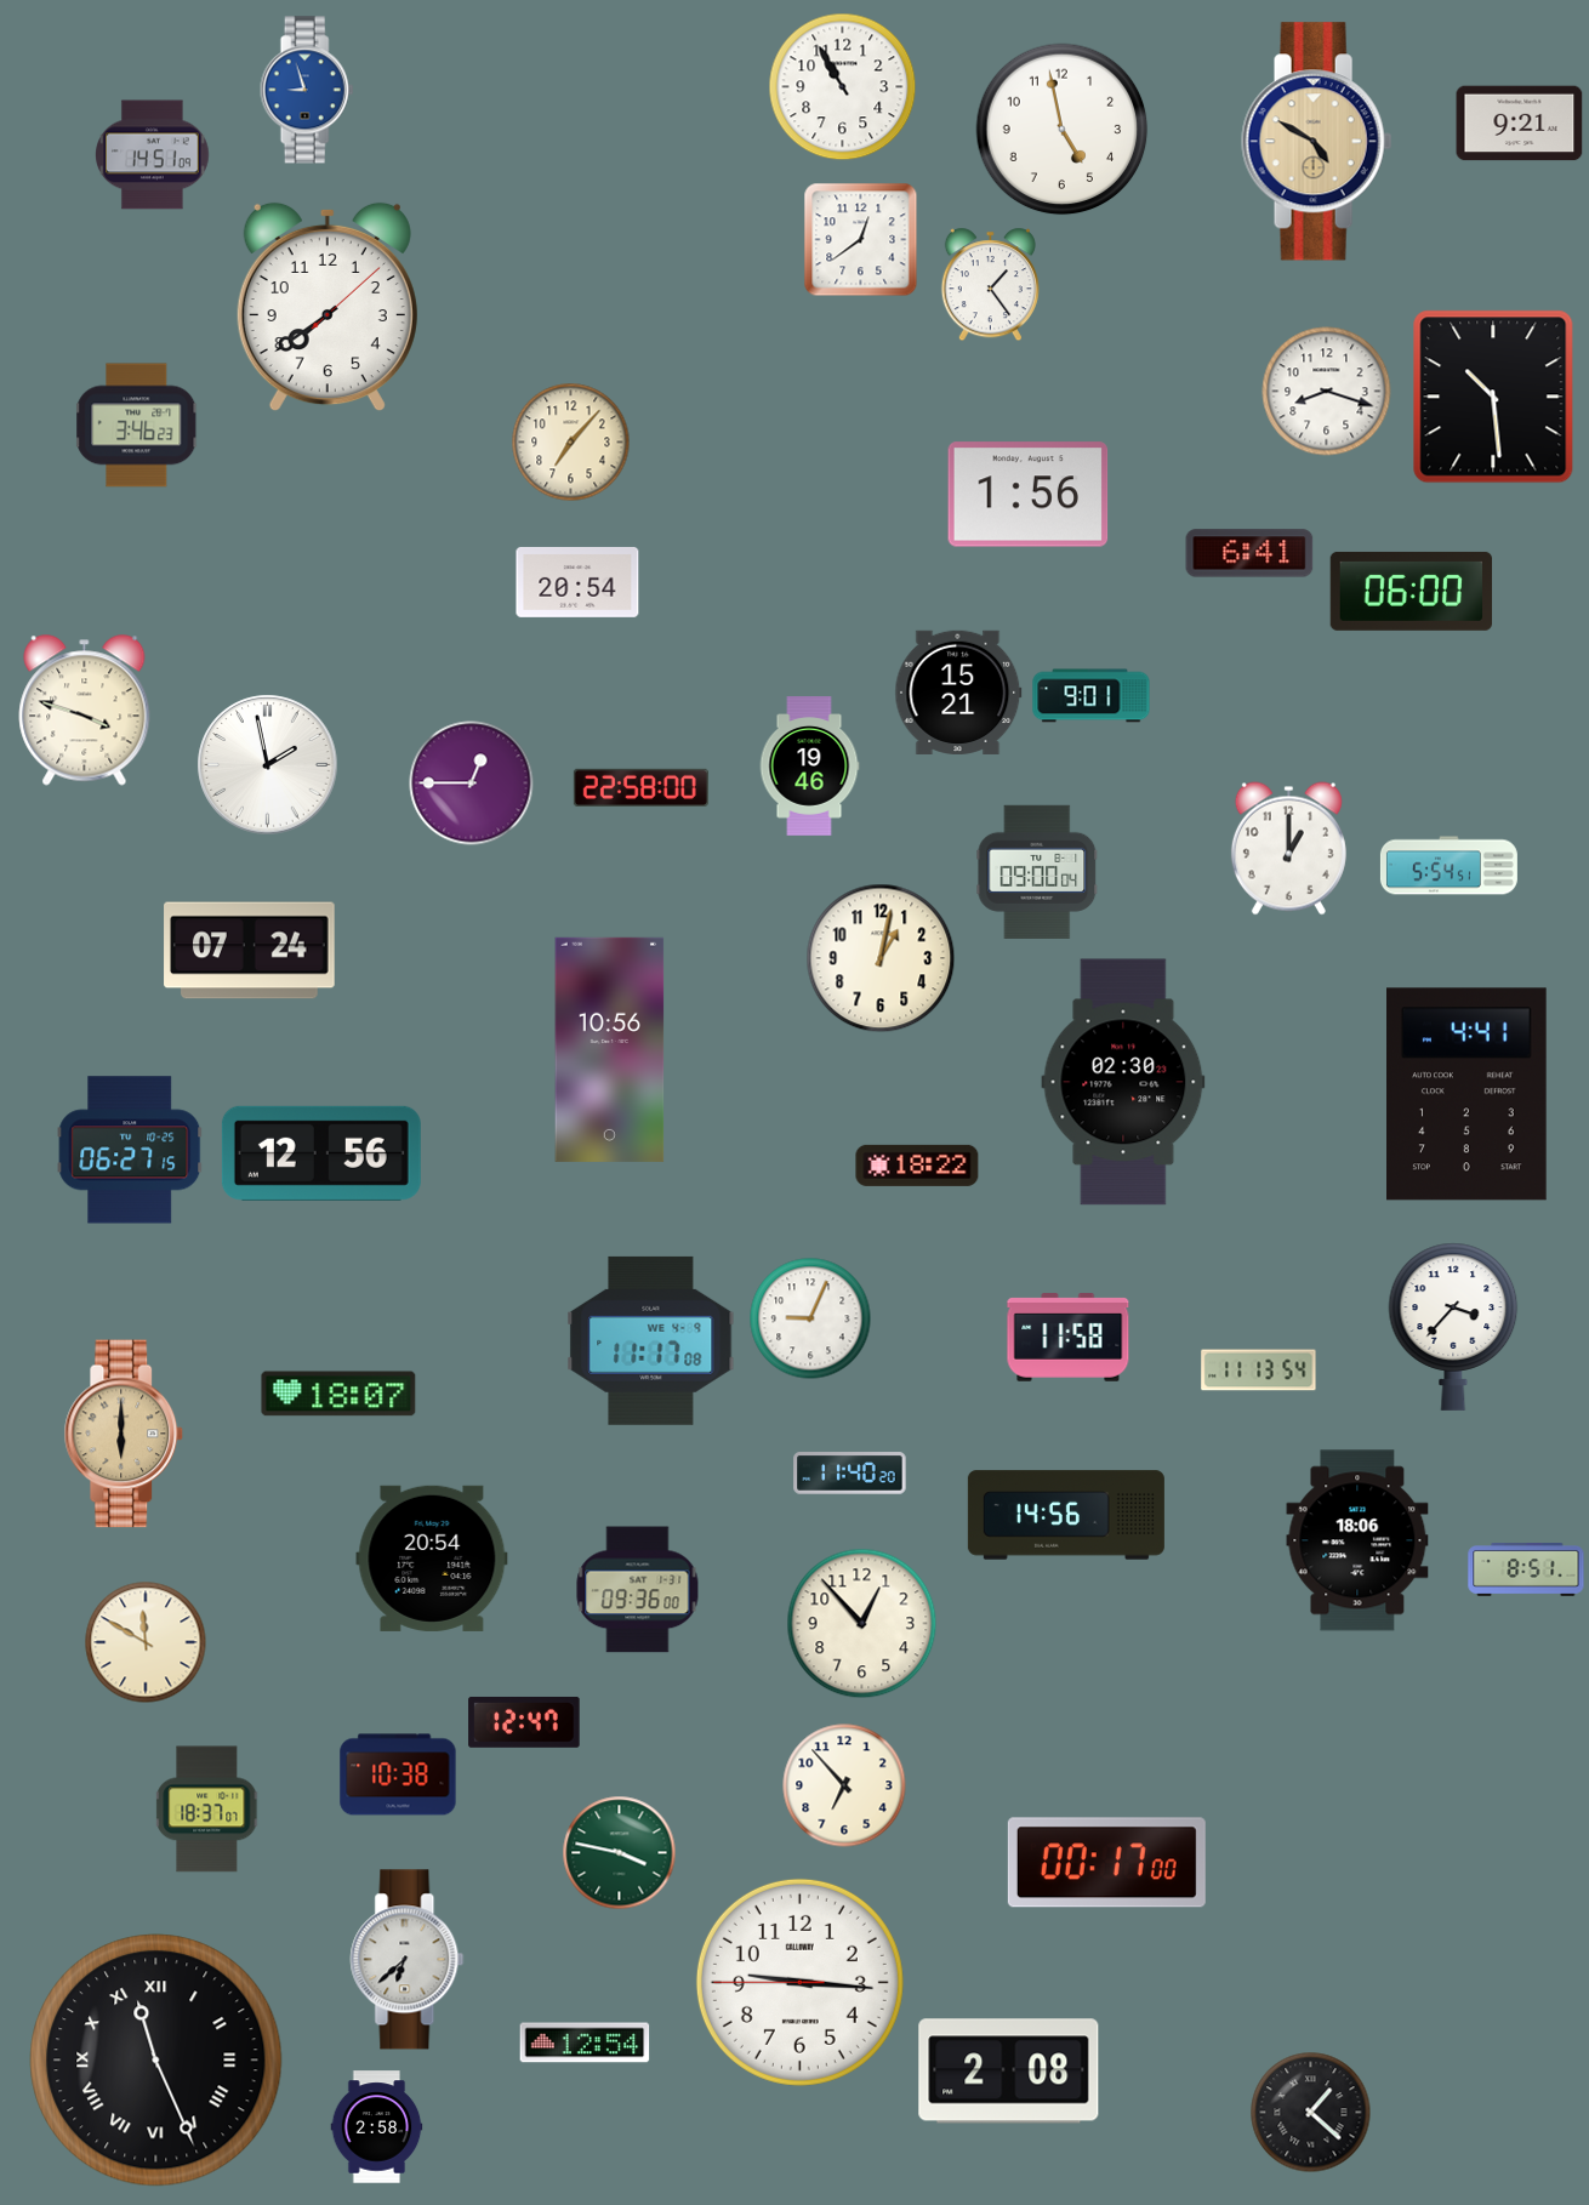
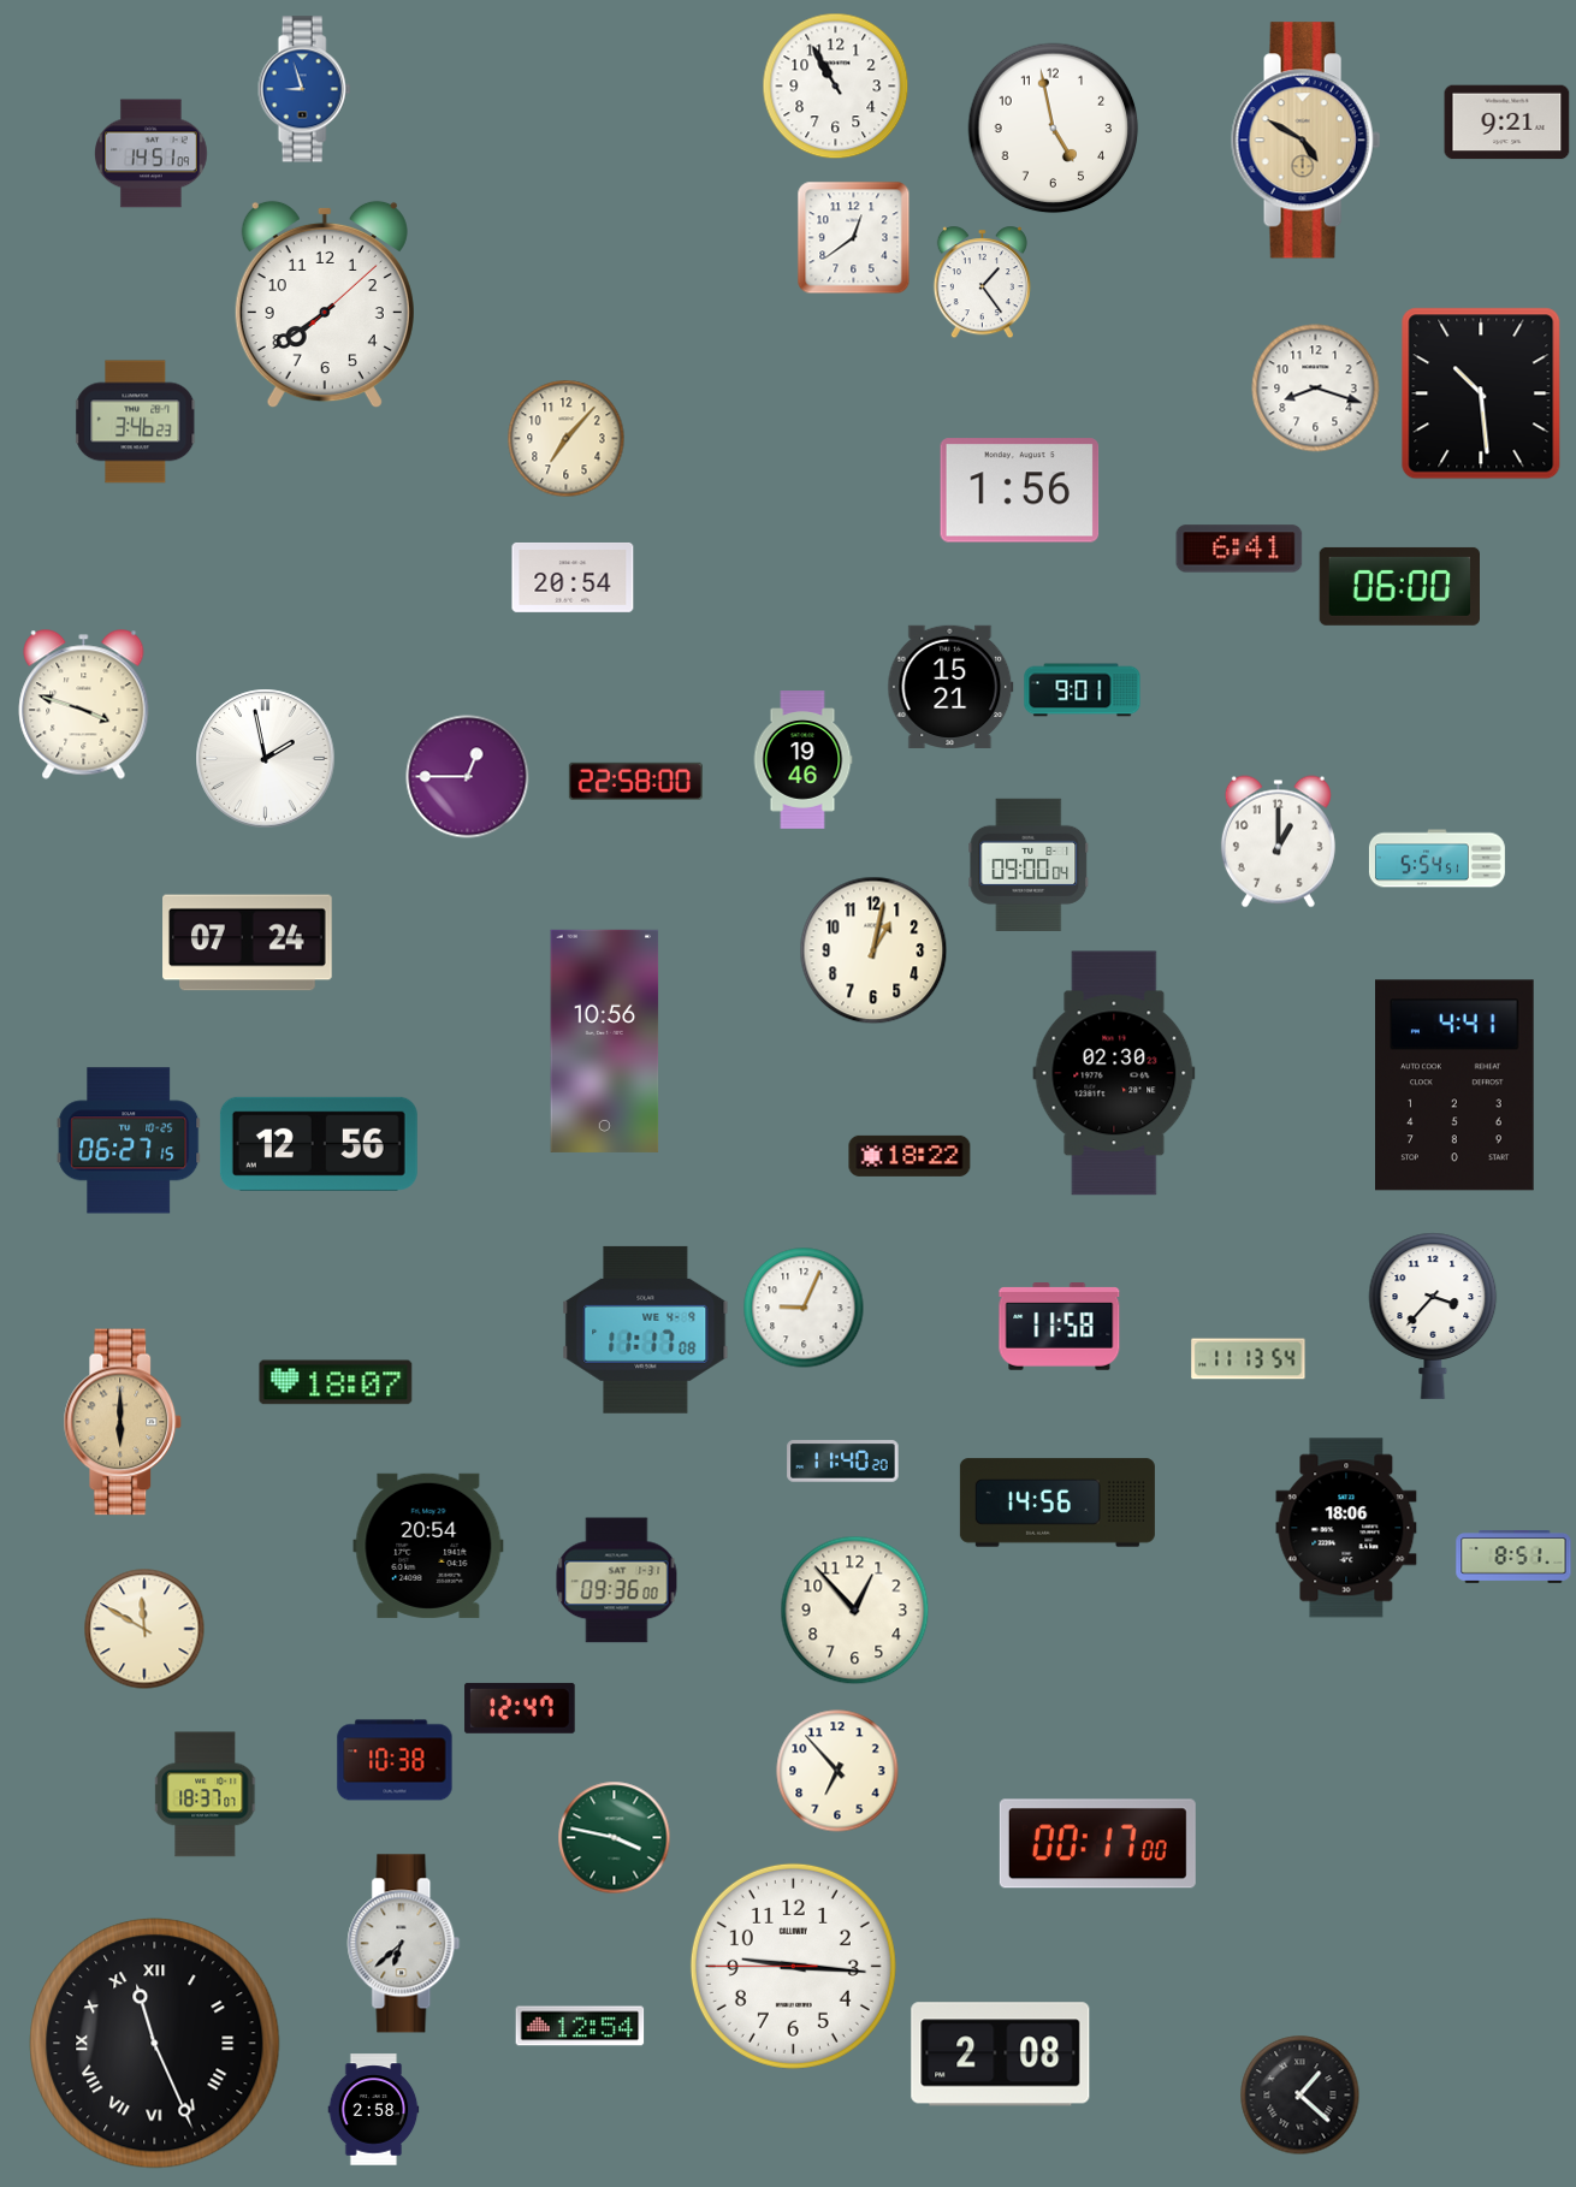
clock at (1453, 1327) position: (1453, 1327) -> (1433, 1316)
clock at (638, 1590) position: (638, 1590) -> (617, 1581)
clock at (1106, 1863) position: (1106, 1863) -> (1097, 1844)
